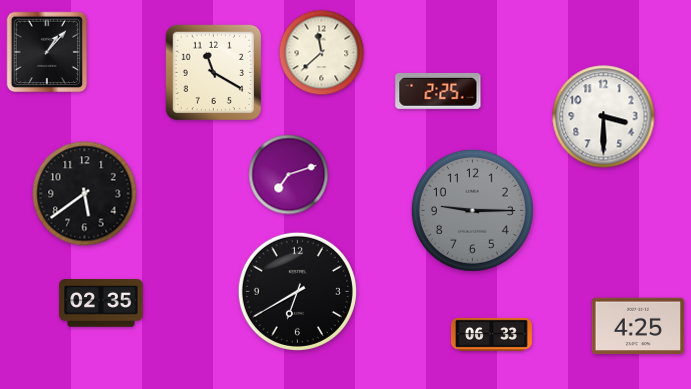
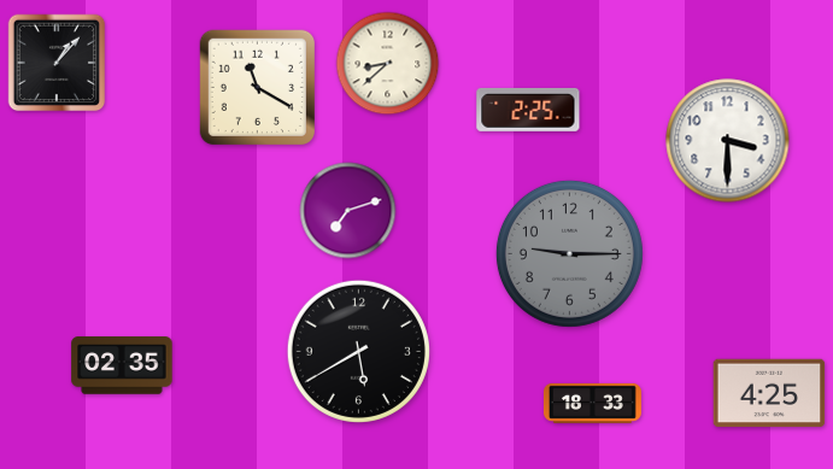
clock at (322, 53): 11:38 -> 8:38
clock at (85, 194): 5:39 -> none
clock at (297, 291): 6:40 -> 5:40
clock at (491, 334): 06:33 -> 18:33
